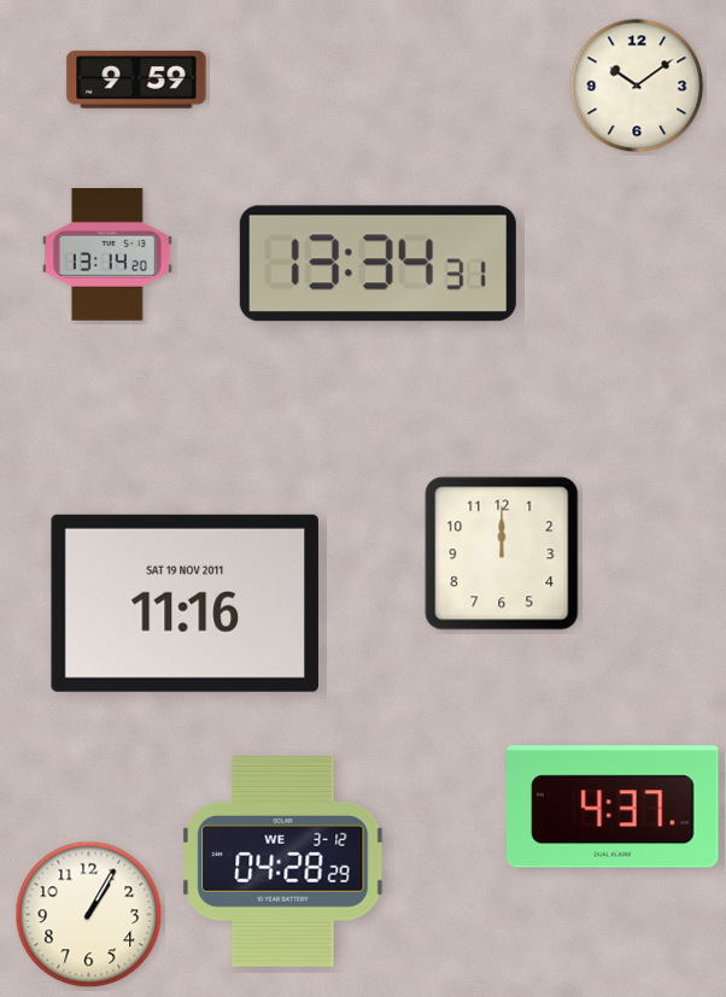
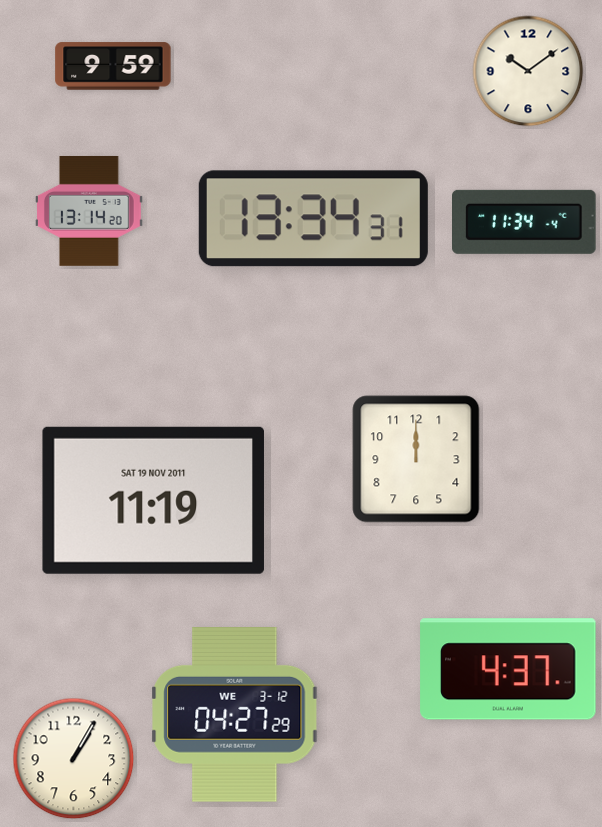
clock at (525, 222): none -> 11:34
clock at (185, 603): 11:16 -> 11:19
clock at (283, 862): 04:28 -> 04:27
